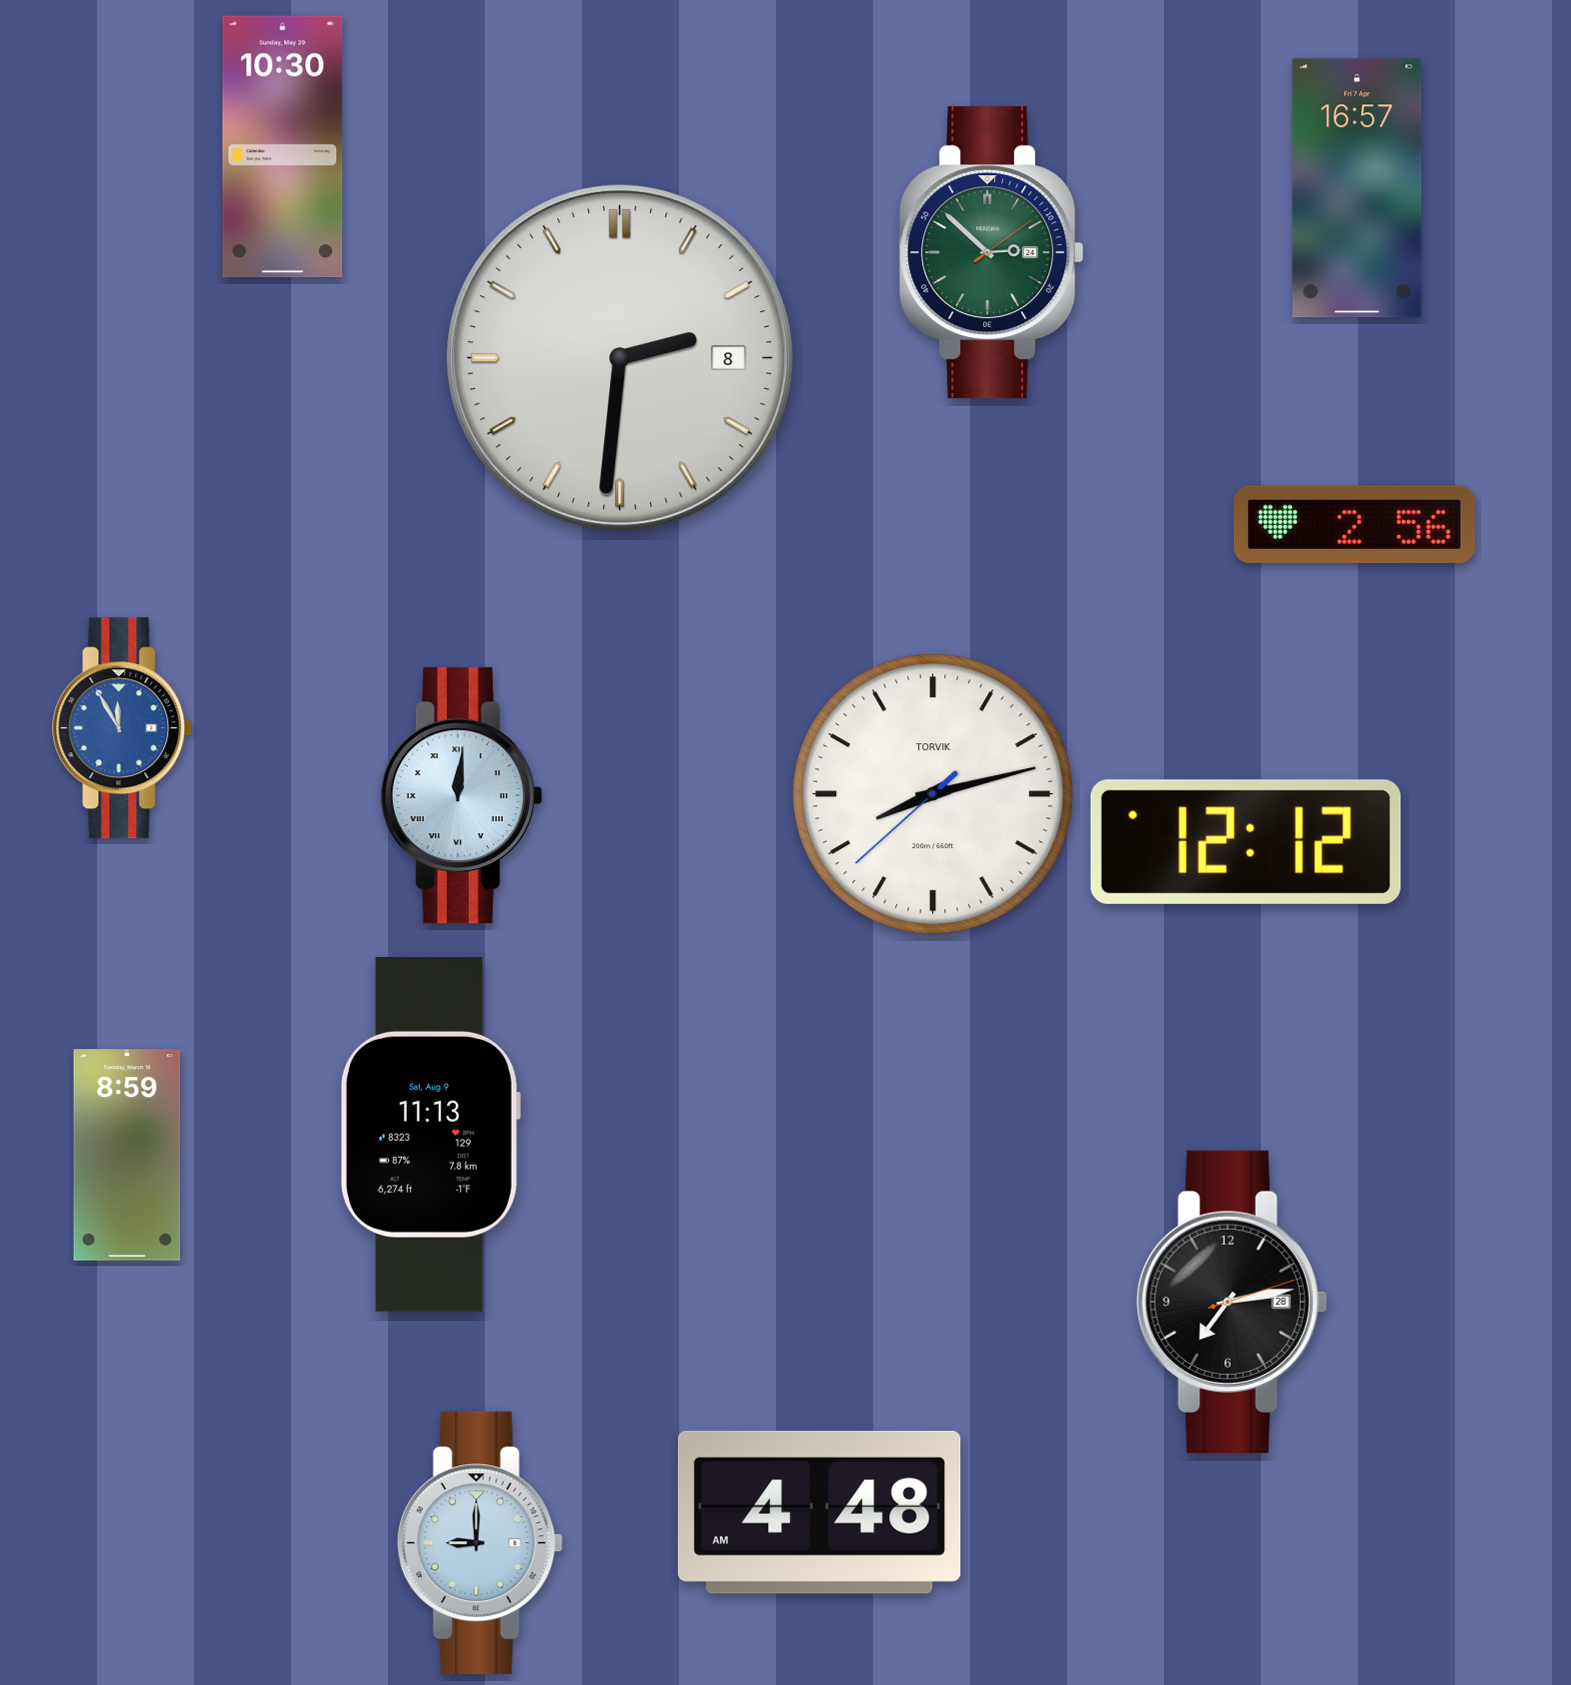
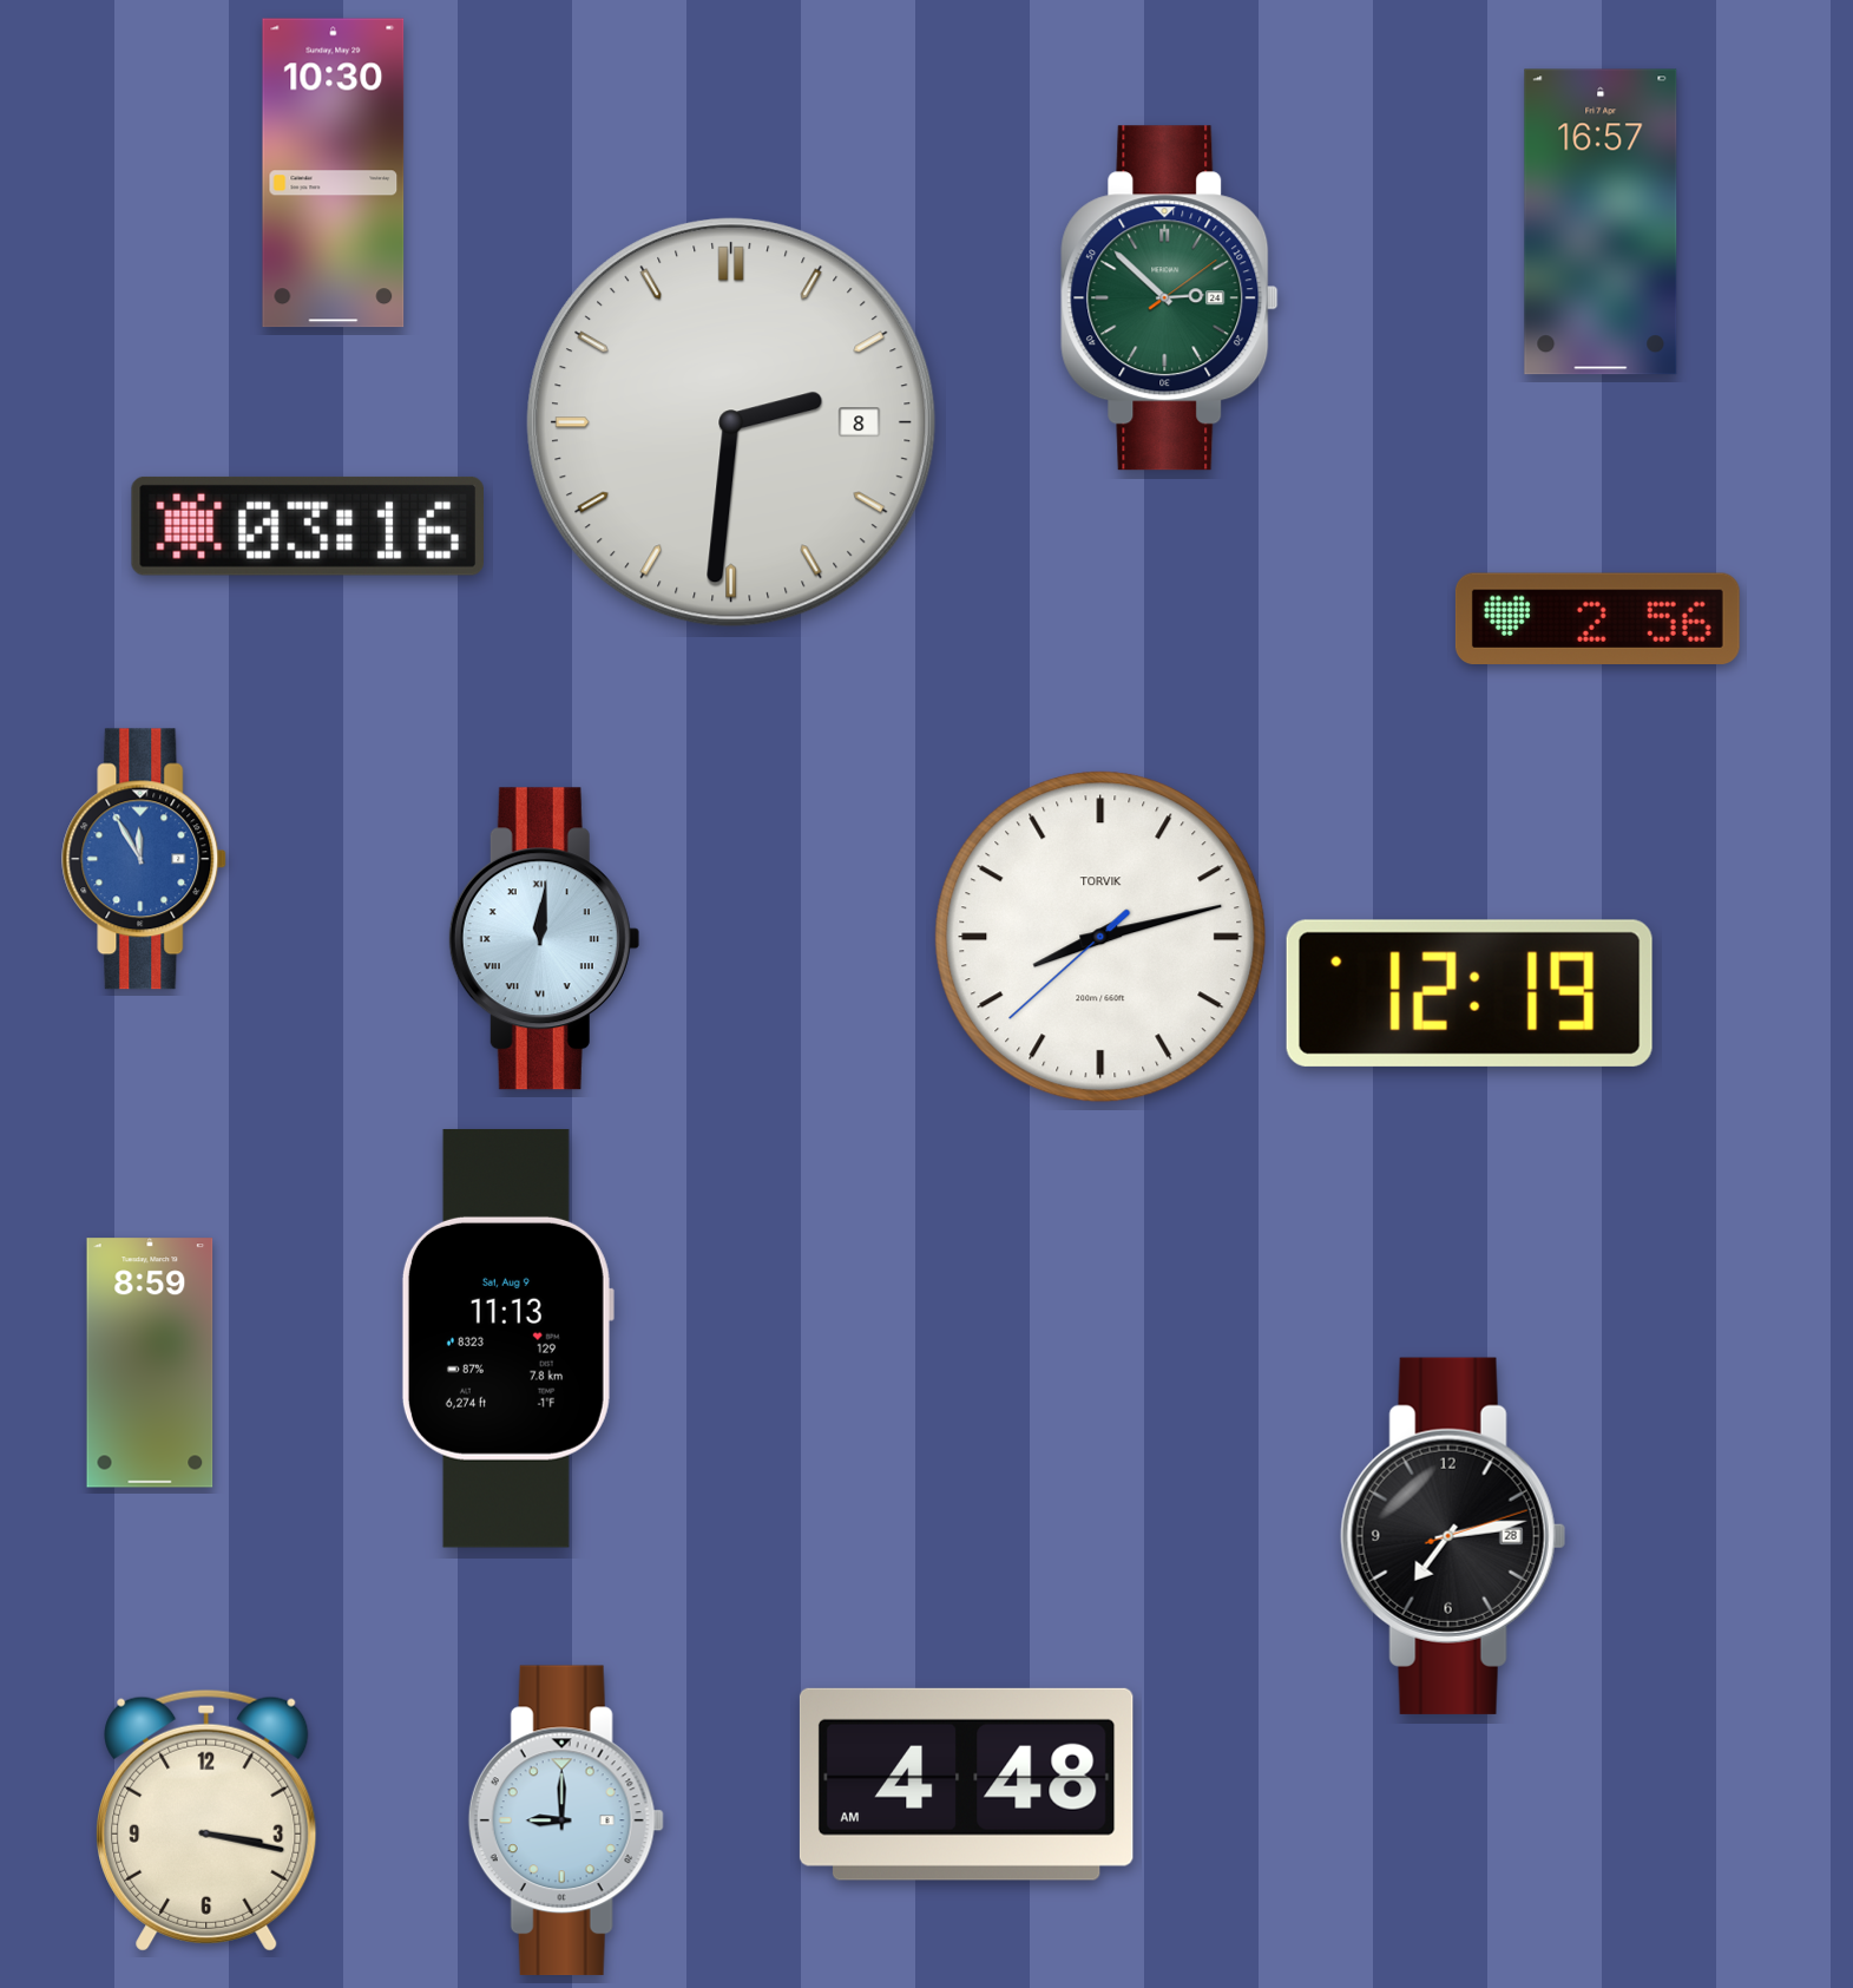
clock at (307, 526): none -> 03:16
clock at (1246, 842): 12:12 -> 12:19
clock at (206, 1820): none -> 3:17
